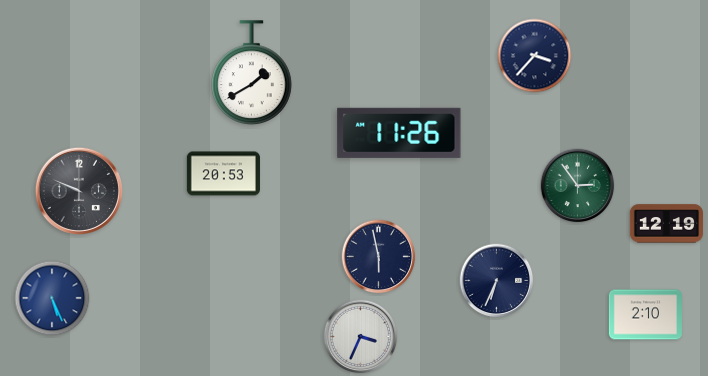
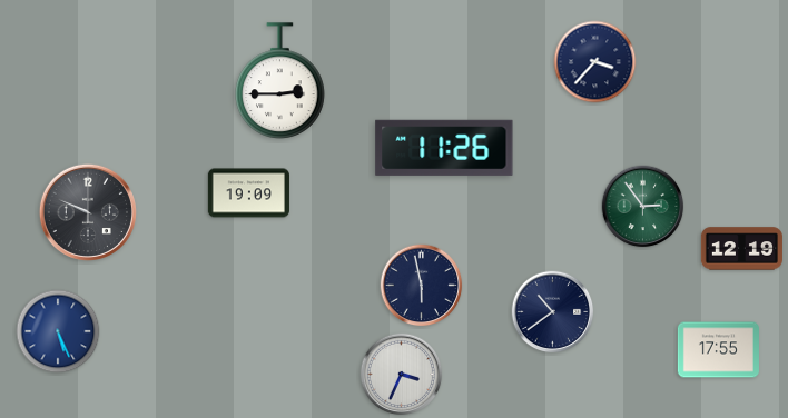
clock at (252, 73): 1:40 -> 2:45
clock at (223, 174): 20:53 -> 19:09
clock at (497, 281): 6:34 -> 10:39
clock at (645, 315): 2:10 -> 17:55
